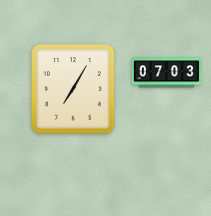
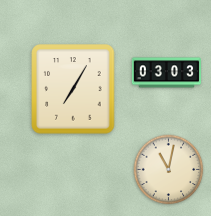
clock at (166, 73): 07:03 -> 03:03
clock at (169, 170): none -> 11:02
